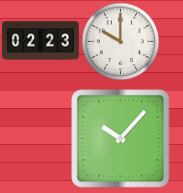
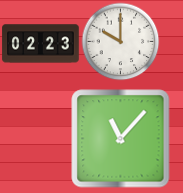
clock at (41, 41) position: (41, 41) -> (41, 44)
clock at (121, 139): 10:07 -> 11:07
